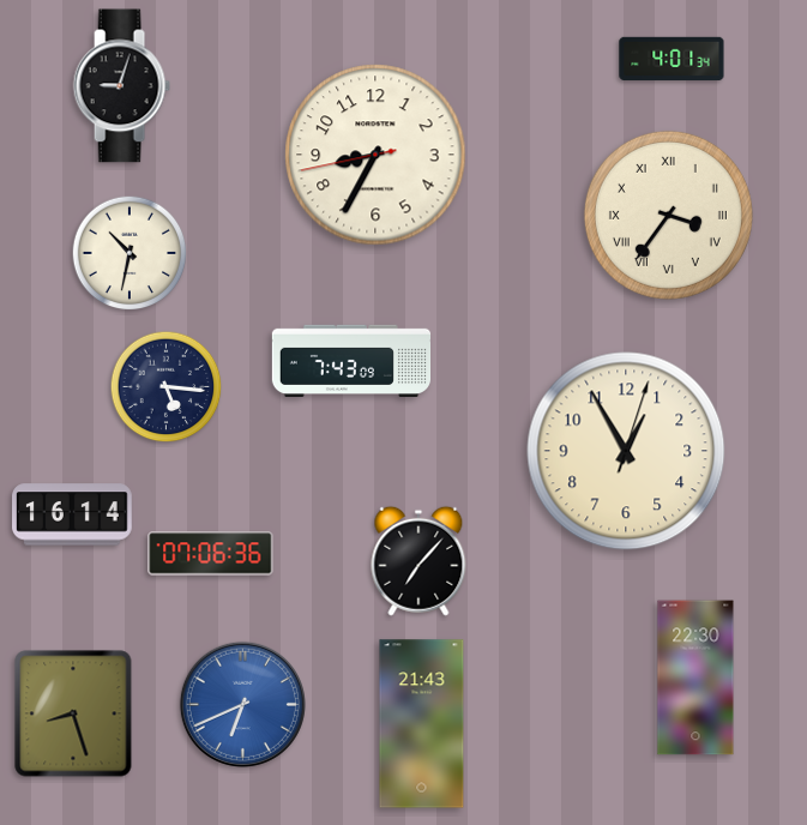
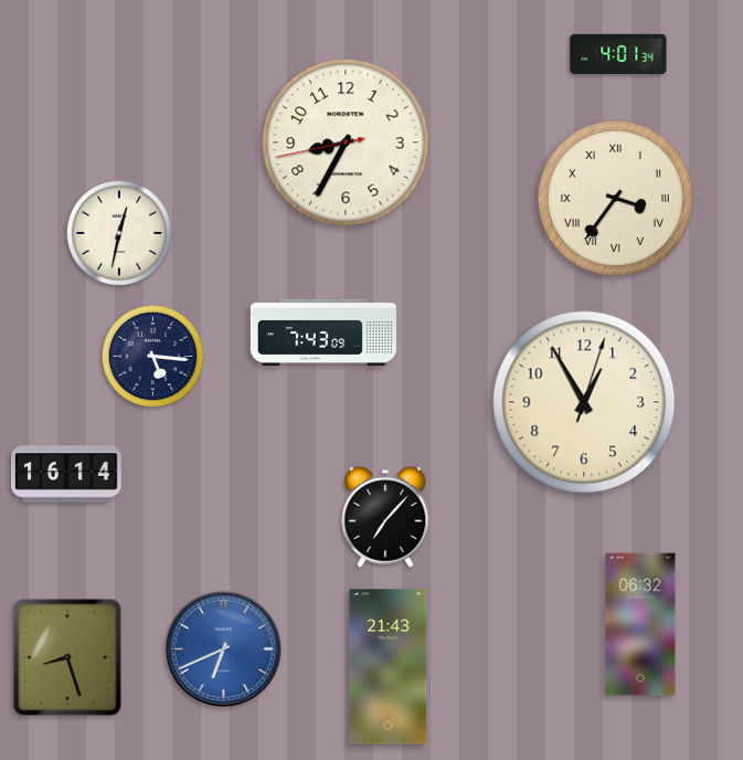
clock at (121, 86): 9:03 -> none
clock at (130, 253): 10:32 -> 12:32
clock at (626, 451) position: (626, 451) -> (584, 402)
clock at (211, 554): 07:06 -> none
clock at (695, 678): 22:30 -> 06:32
